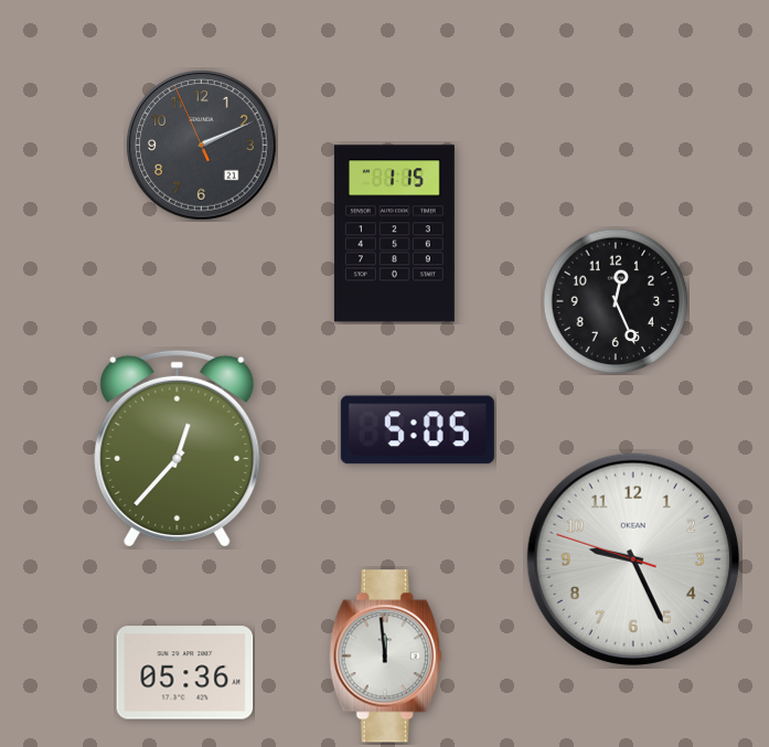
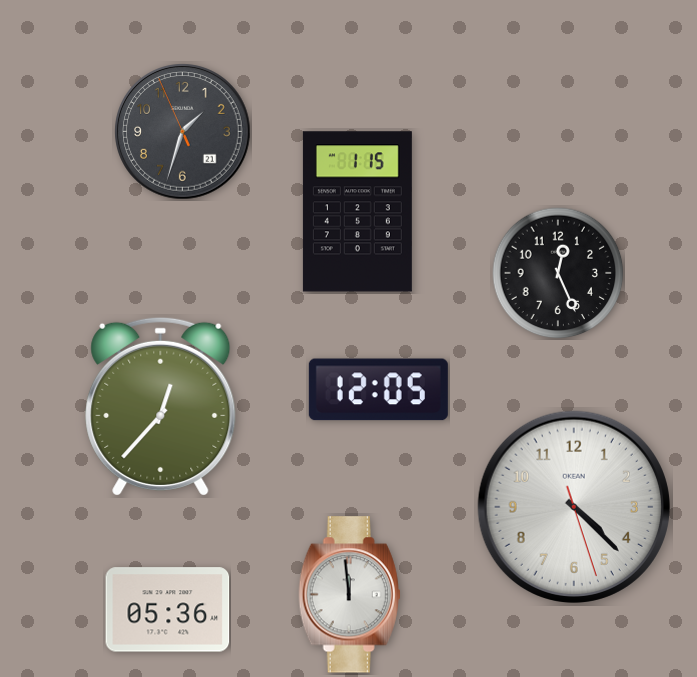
clock at (202, 146): 2:10 -> 1:32
clock at (417, 430): 5:05 -> 12:05
clock at (633, 559): 9:25 -> 4:22
